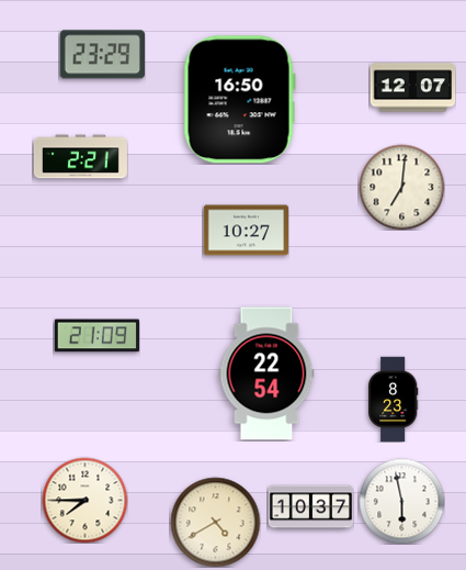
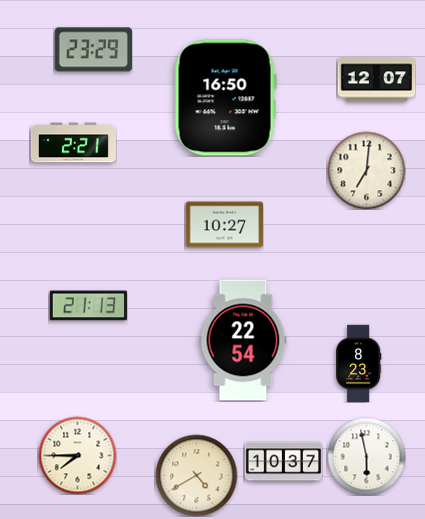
clock at (239, 100) position: (239, 100) -> (225, 98)
clock at (246, 231) position: (246, 231) -> (224, 225)
clock at (96, 336): 21:09 -> 21:13
